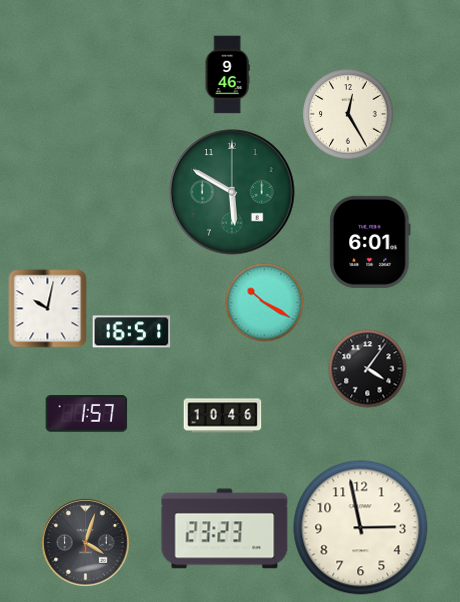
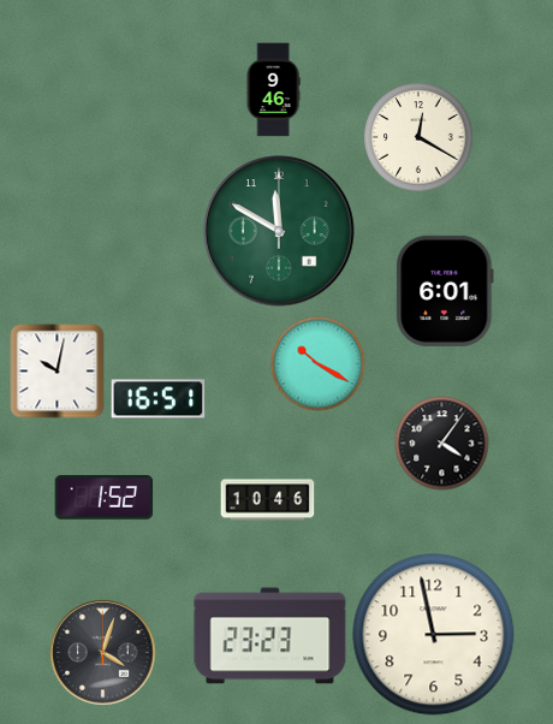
clock at (348, 114): 12:25 -> 12:20
clock at (232, 192): 5:50 -> 11:50
clock at (86, 414): 1:57 -> 1:52
